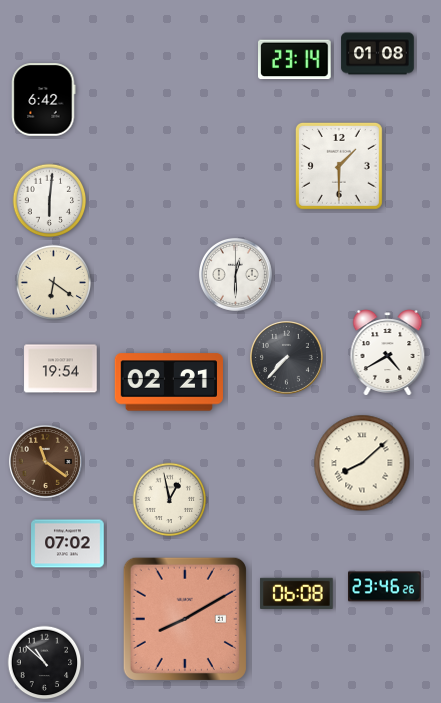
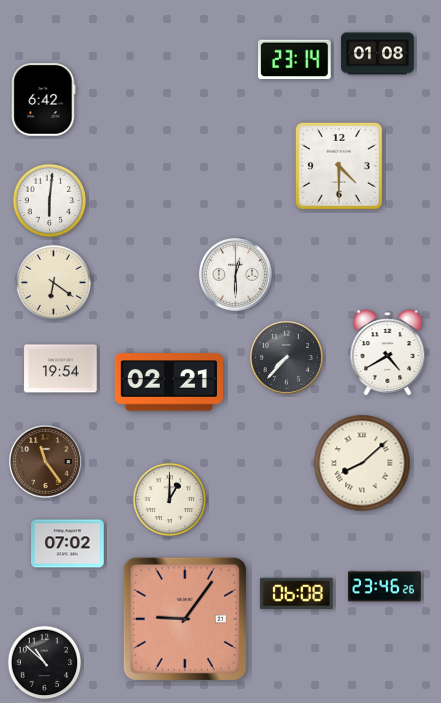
clock at (339, 166): 1:30 -> 4:30
clock at (45, 461): 11:21 -> 11:24
clock at (170, 500): 12:58 -> 1:00
clock at (185, 619): 8:10 -> 9:06
